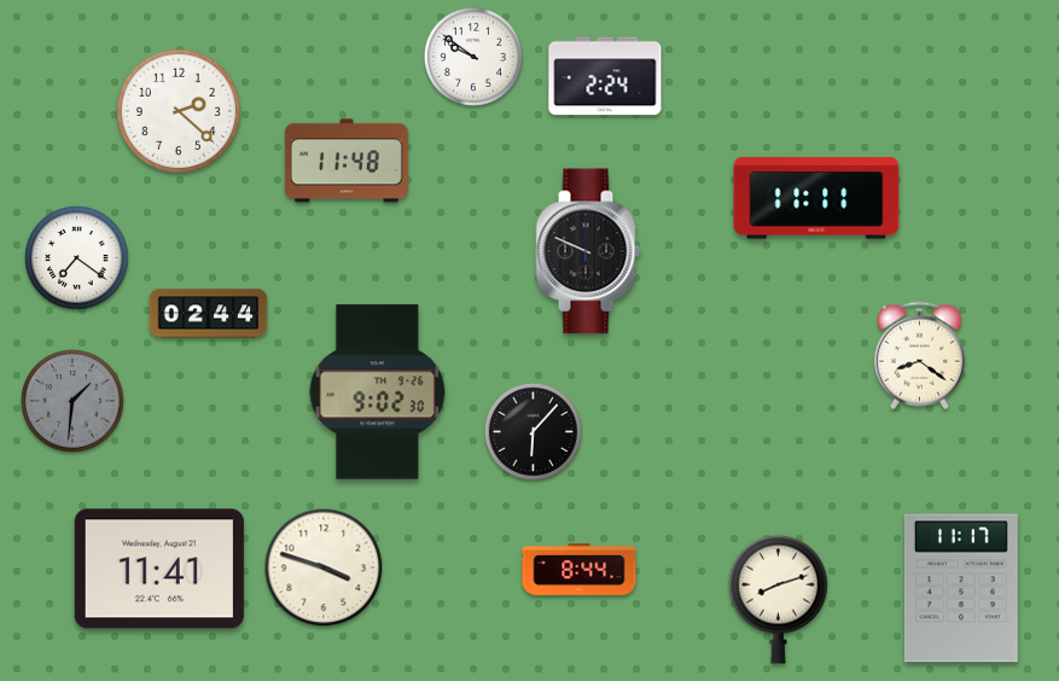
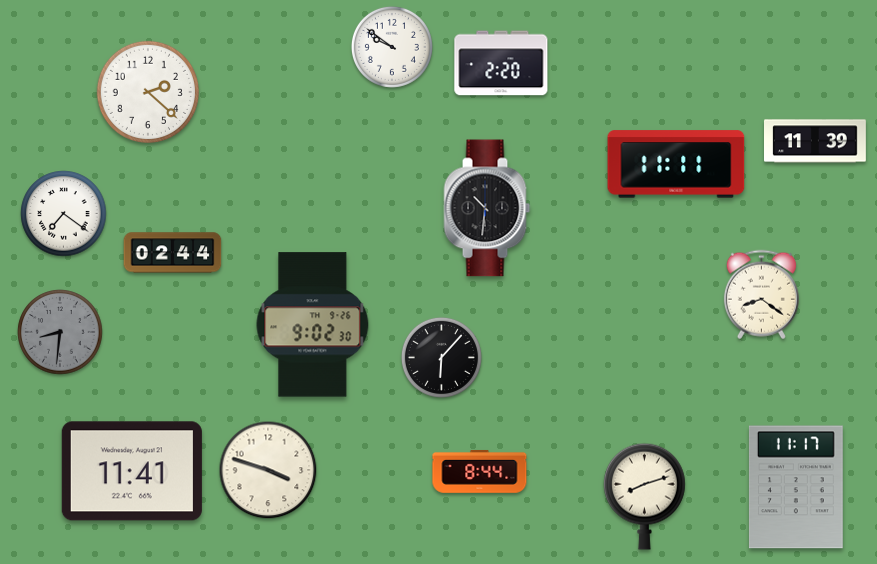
clock at (605, 76): 2:24 -> 2:20
clock at (347, 161): 11:48 -> none
clock at (816, 141): none -> 11:39
clock at (588, 251): 9:49 -> 10:31
clock at (209, 314) position: (209, 314) -> (173, 253)
clock at (72, 401): 1:31 -> 8:31
